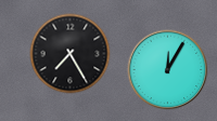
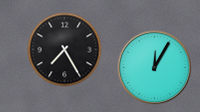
clock at (168, 70) position: (168, 70) -> (155, 68)
